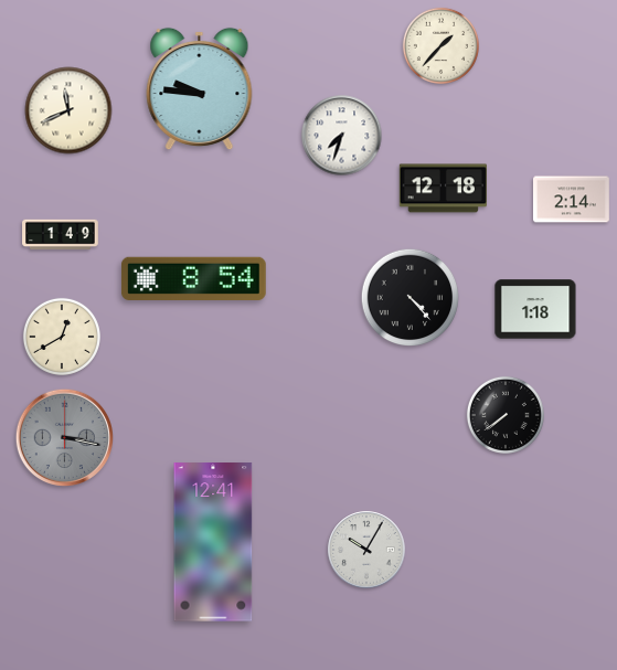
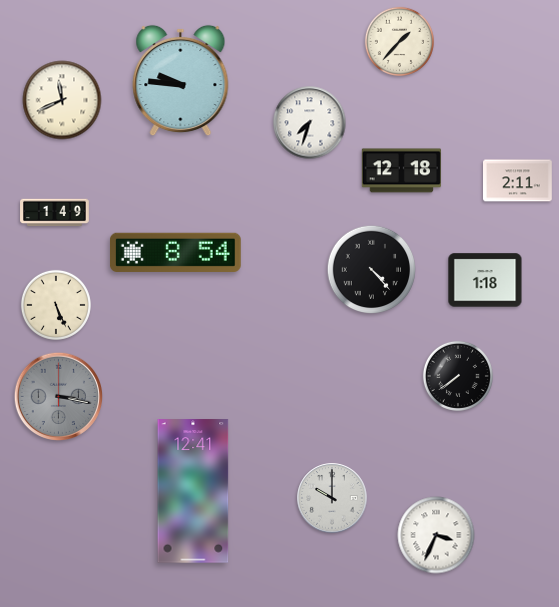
clock at (572, 200): 2:14 -> 2:11
clock at (62, 337): 12:40 -> 5:26
clock at (366, 550): 10:05 -> 10:00
clock at (436, 535): none -> 3:34
